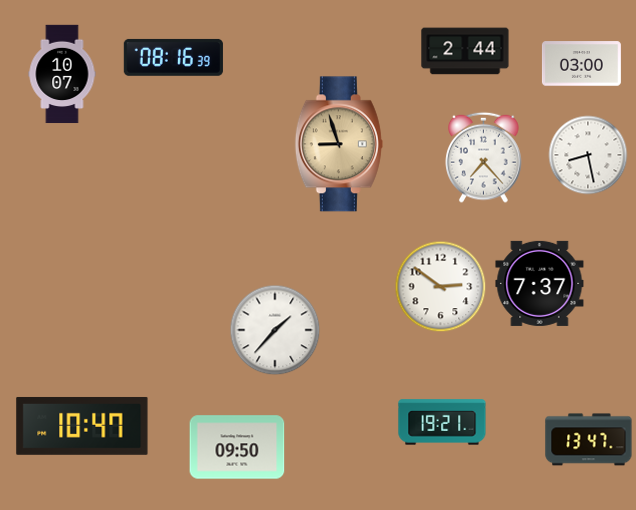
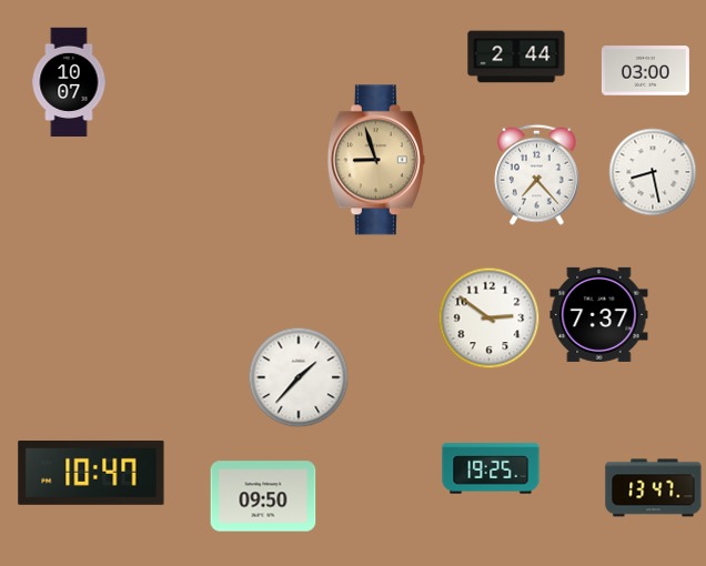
clock at (173, 57): 08:16 -> none
clock at (275, 330) position: (275, 330) -> (299, 377)
clock at (442, 422): 19:21 -> 19:25
